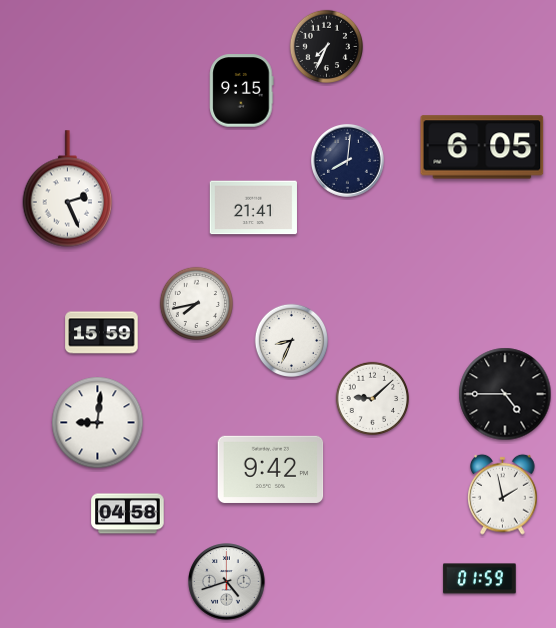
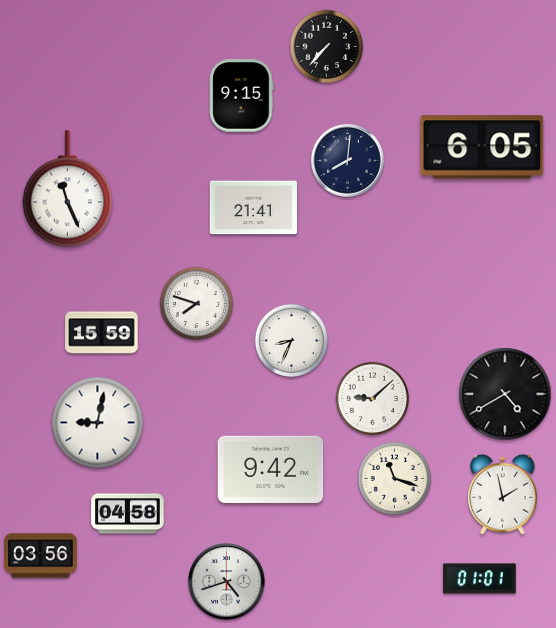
clock at (326, 46): 7:34 -> 7:37
clock at (242, 91) position: (242, 91) -> (242, 96)
clock at (68, 189): 2:26 -> 11:26
clock at (196, 303): 7:43 -> 7:48
clock at (505, 394): 4:45 -> 4:40
clock at (98, 423): 9:01 -> 9:02
clock at (394, 478): none -> 11:18
clock at (41, 556): none -> 03:56
clock at (480, 579): 01:59 -> 01:01
